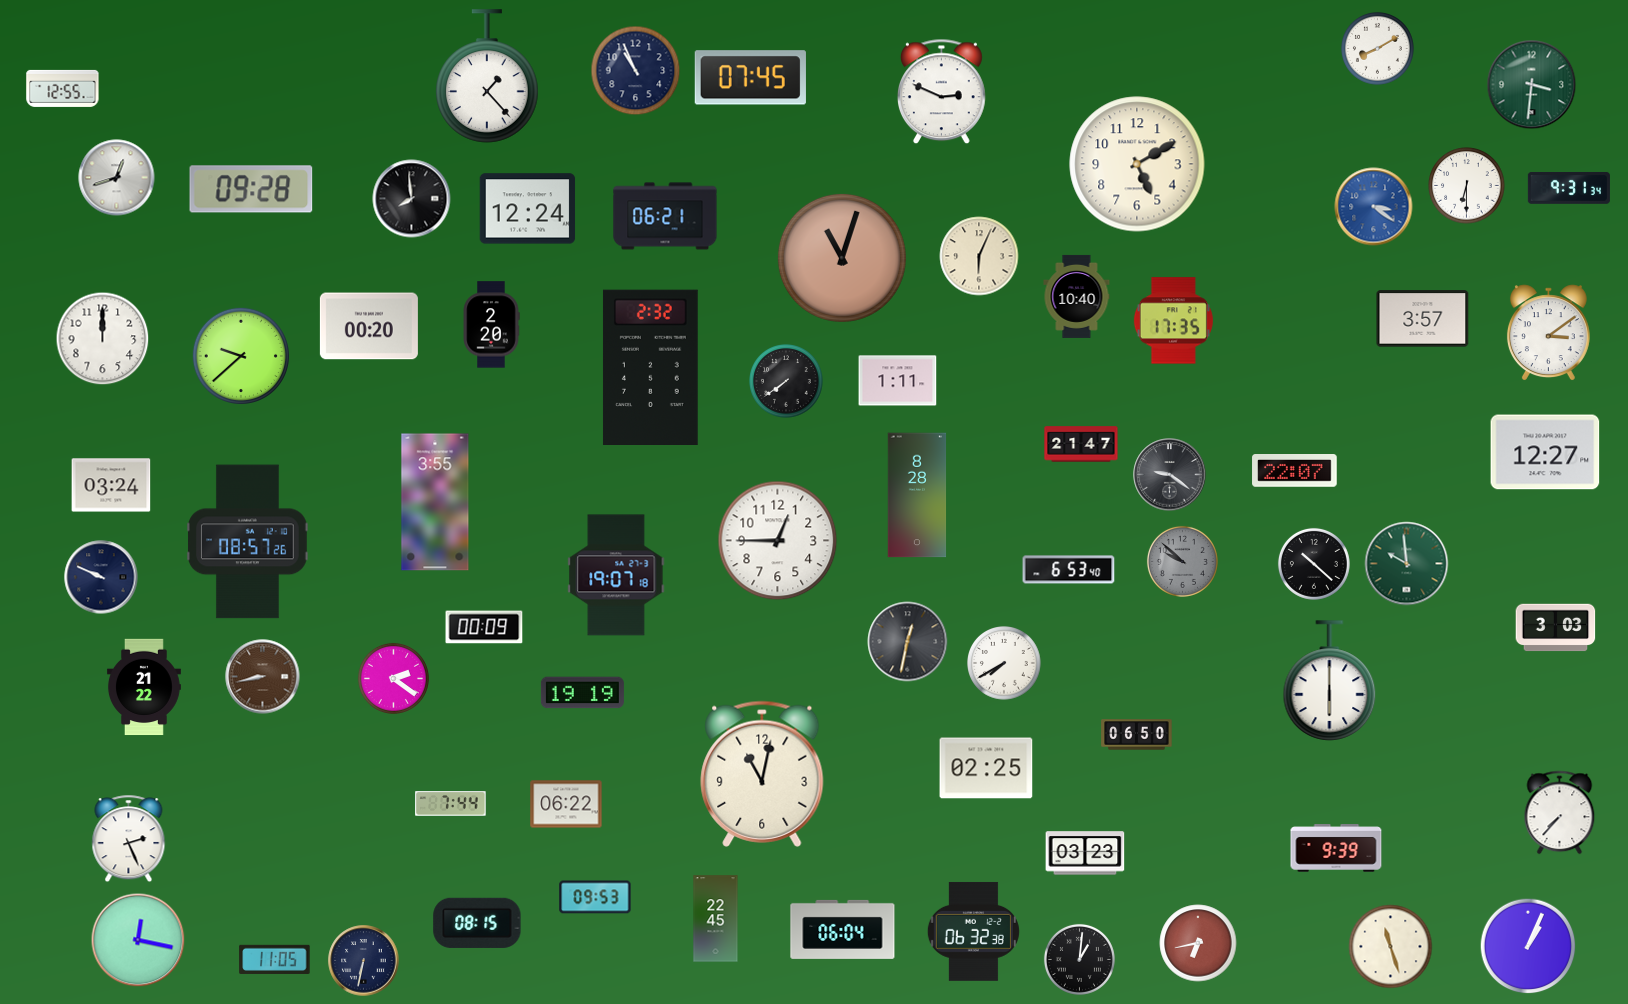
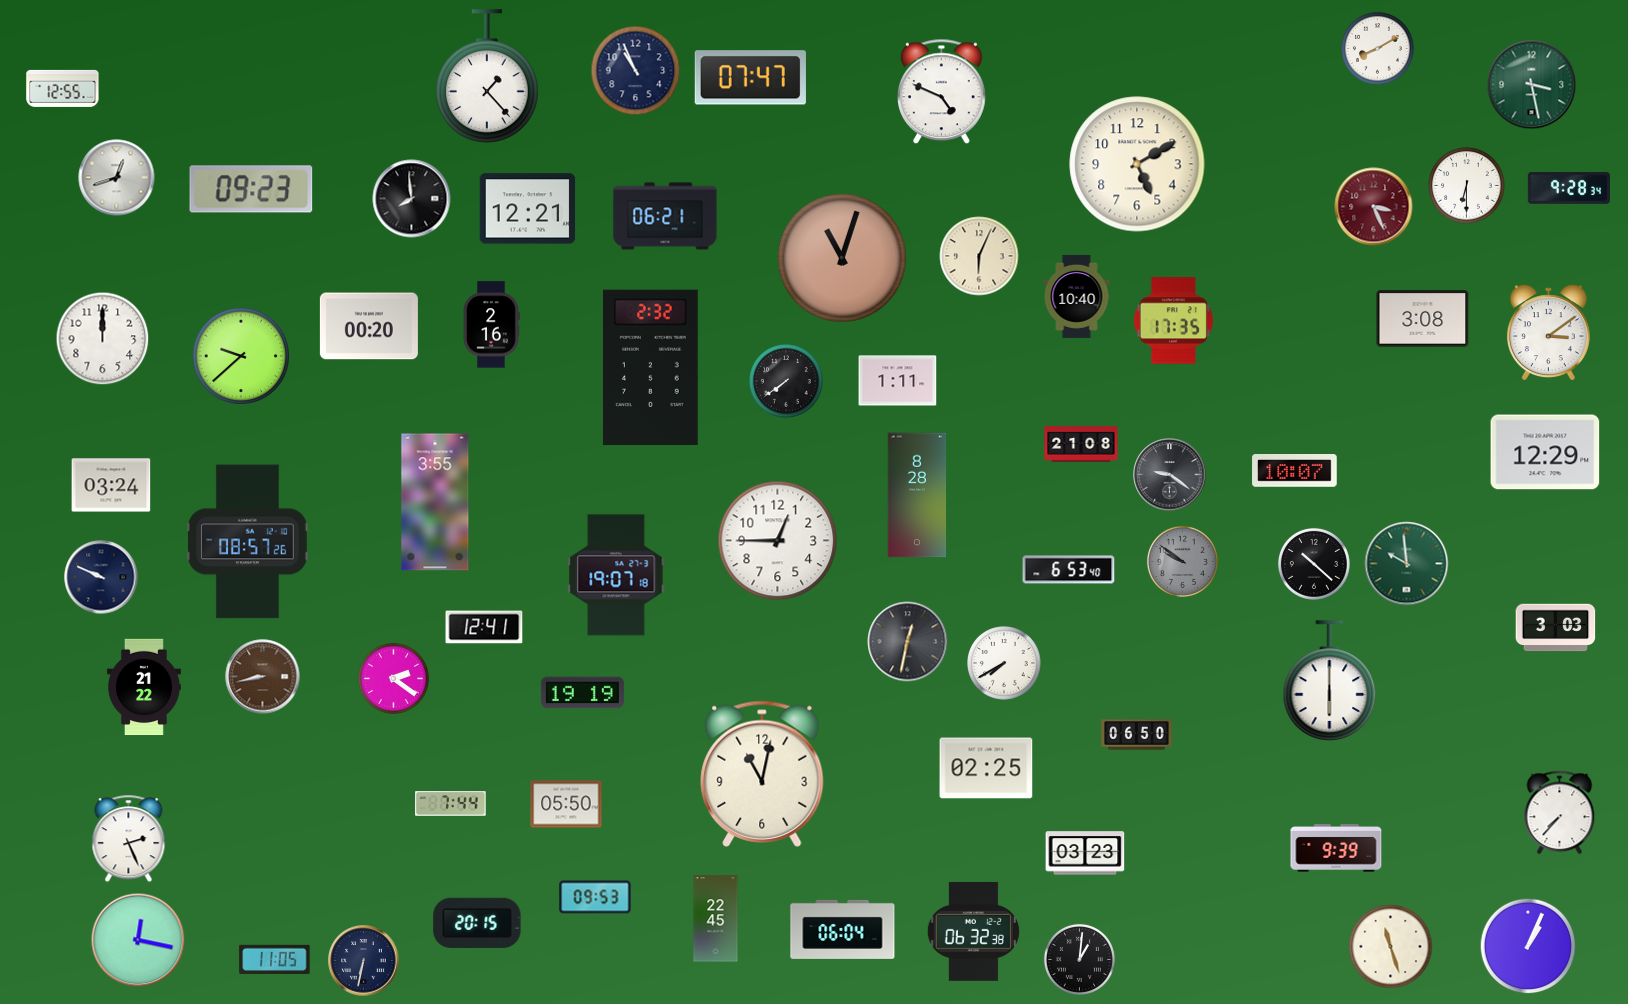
clock at (750, 78): 07:45 -> 07:47
clock at (1532, 85): 3:31 -> 3:28
clock at (942, 92): 2:49 -> 4:49
clock at (1569, 188): 9:31 -> 9:28
clock at (251, 189): 09:28 -> 09:23
clock at (1374, 207): 3:21 -> 3:26
clock at (1374, 207) dial: blue -> burgundy
clock at (528, 209): 12:24 -> 12:21
clock at (1423, 319): 3:57 -> 3:08
clock at (491, 325): 2:20 -> 2:16
clock at (1081, 444): 21:47 -> 21:08
clock at (1545, 452): 12:27 -> 12:29
clock at (1295, 471): 22:07 -> 10:07
clock at (1182, 561): 9:52 -> 9:51
clock at (484, 627): 00:09 -> 12:41
clock at (566, 804): 06:22 -> 05:50
clock at (477, 923): 08:15 -> 20:15
clock at (1198, 943): 6:43 -> none
